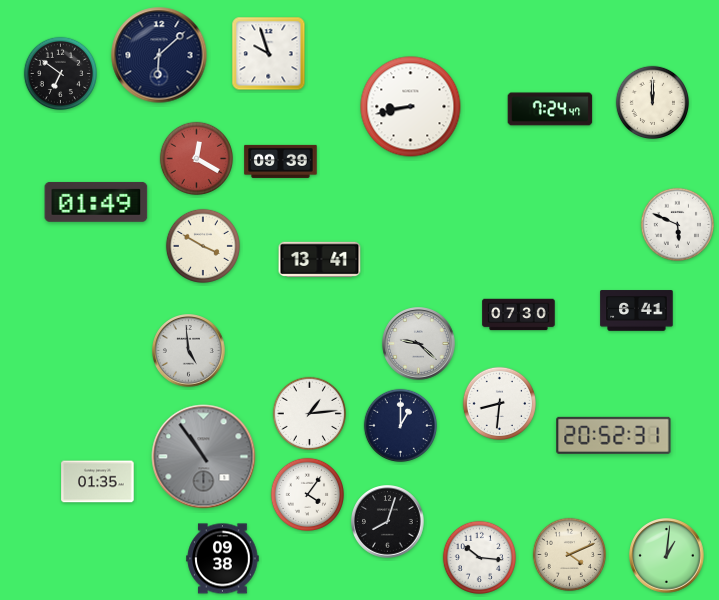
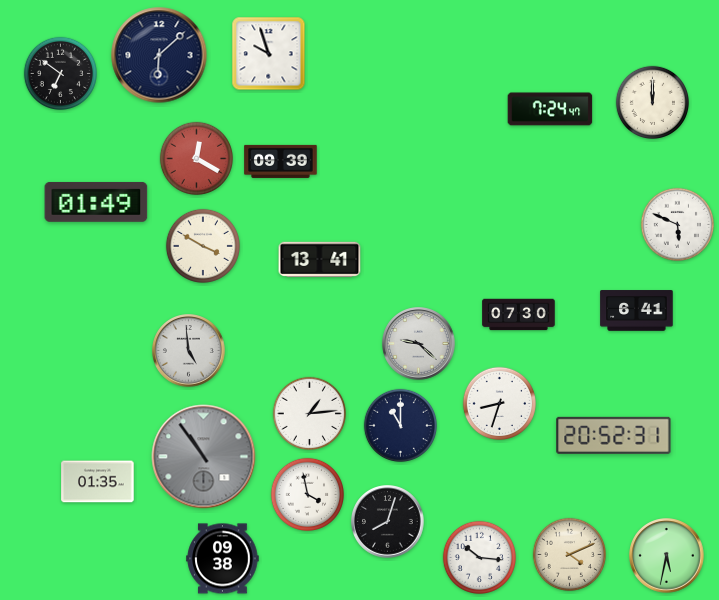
clock at (411, 107): 8:43 -> none
clock at (499, 403): 8:31 -> 8:33
clock at (400, 425): 1:00 -> 11:00
clock at (307, 494): 4:06 -> 3:58
clock at (667, 556): 1:01 -> 5:32
